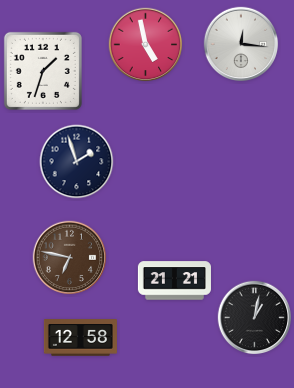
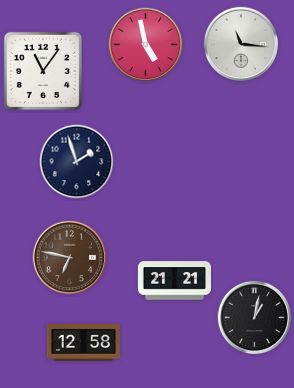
clock at (241, 44): 12:16 -> 11:16
clock at (43, 71): 1:33 -> 11:06
clock at (80, 338) position: (80, 338) -> (83, 343)
